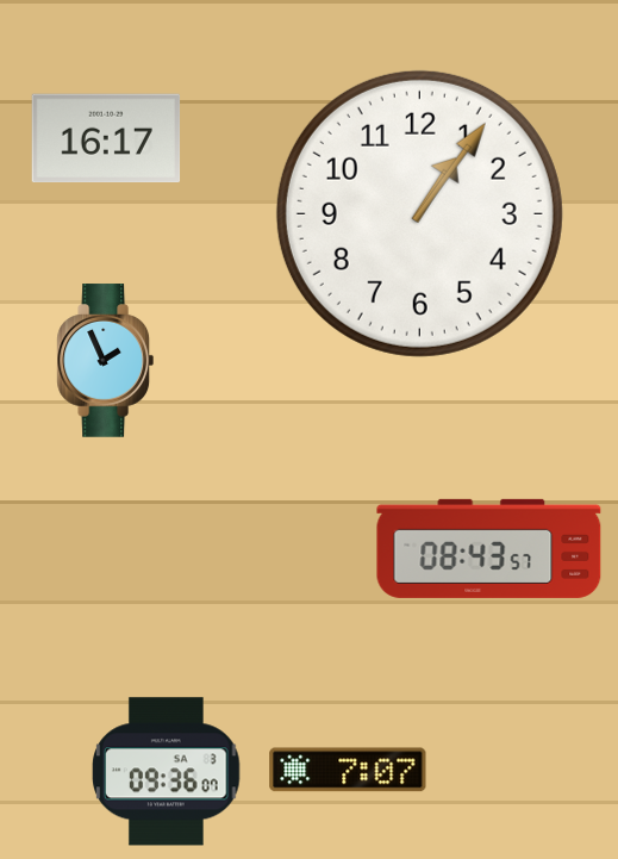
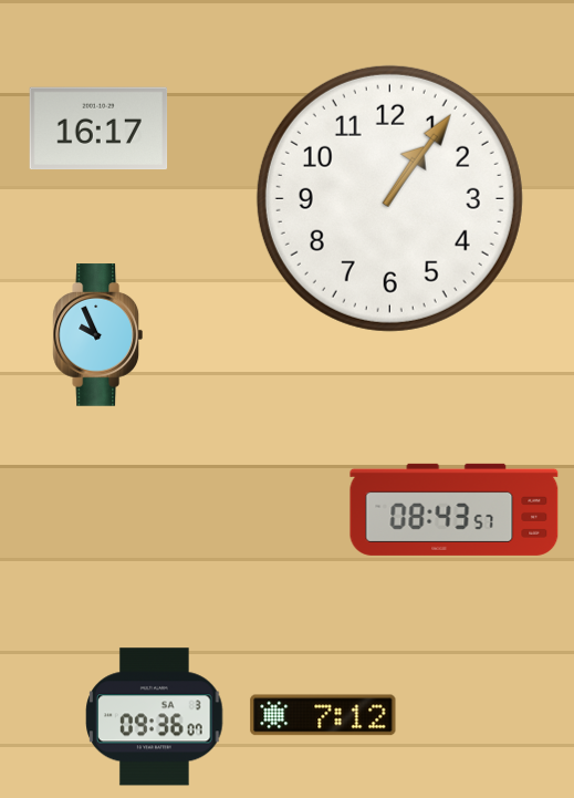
clock at (105, 361): 1:56 -> 9:56
clock at (348, 770): 7:07 -> 7:12
